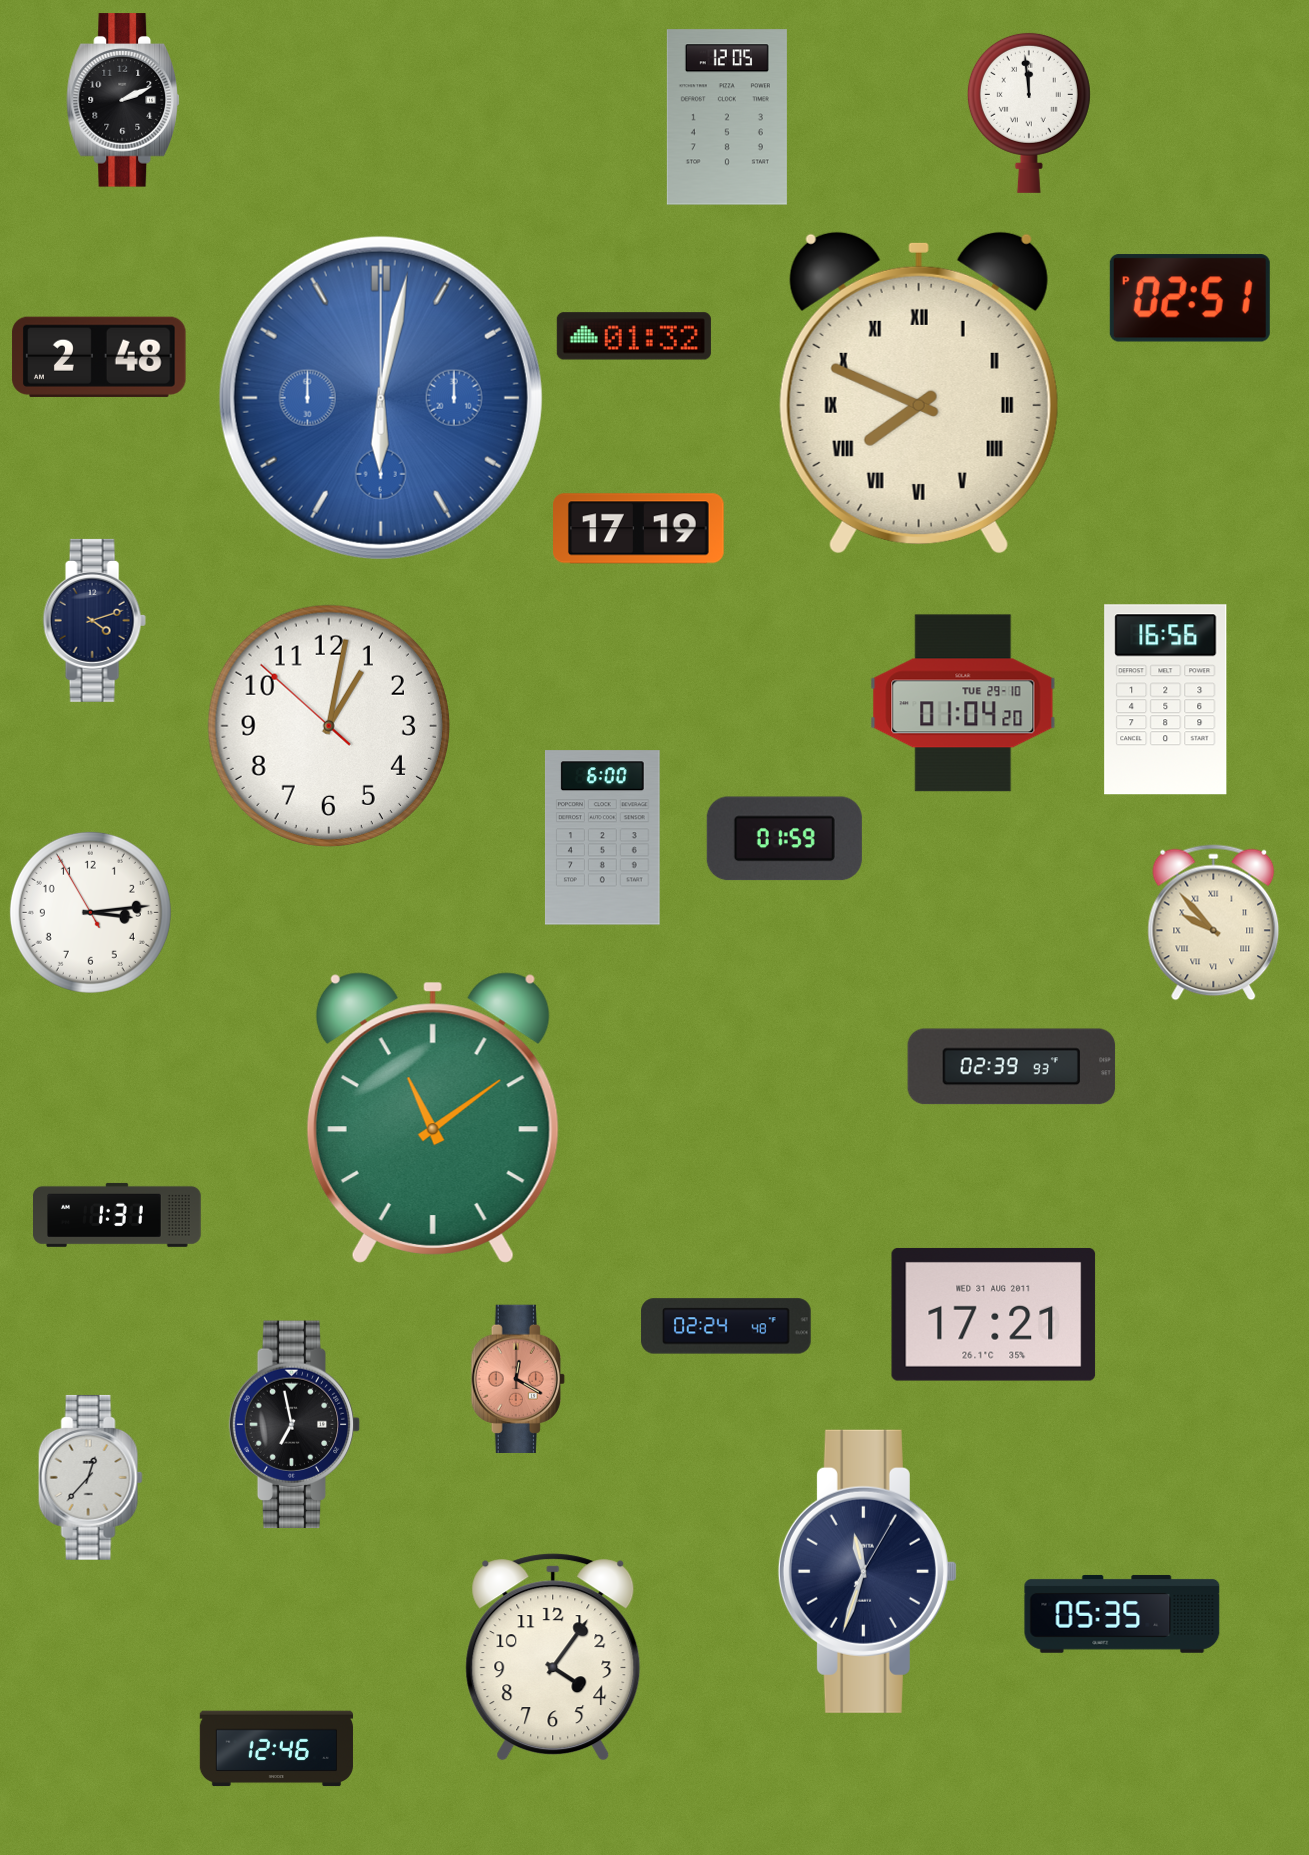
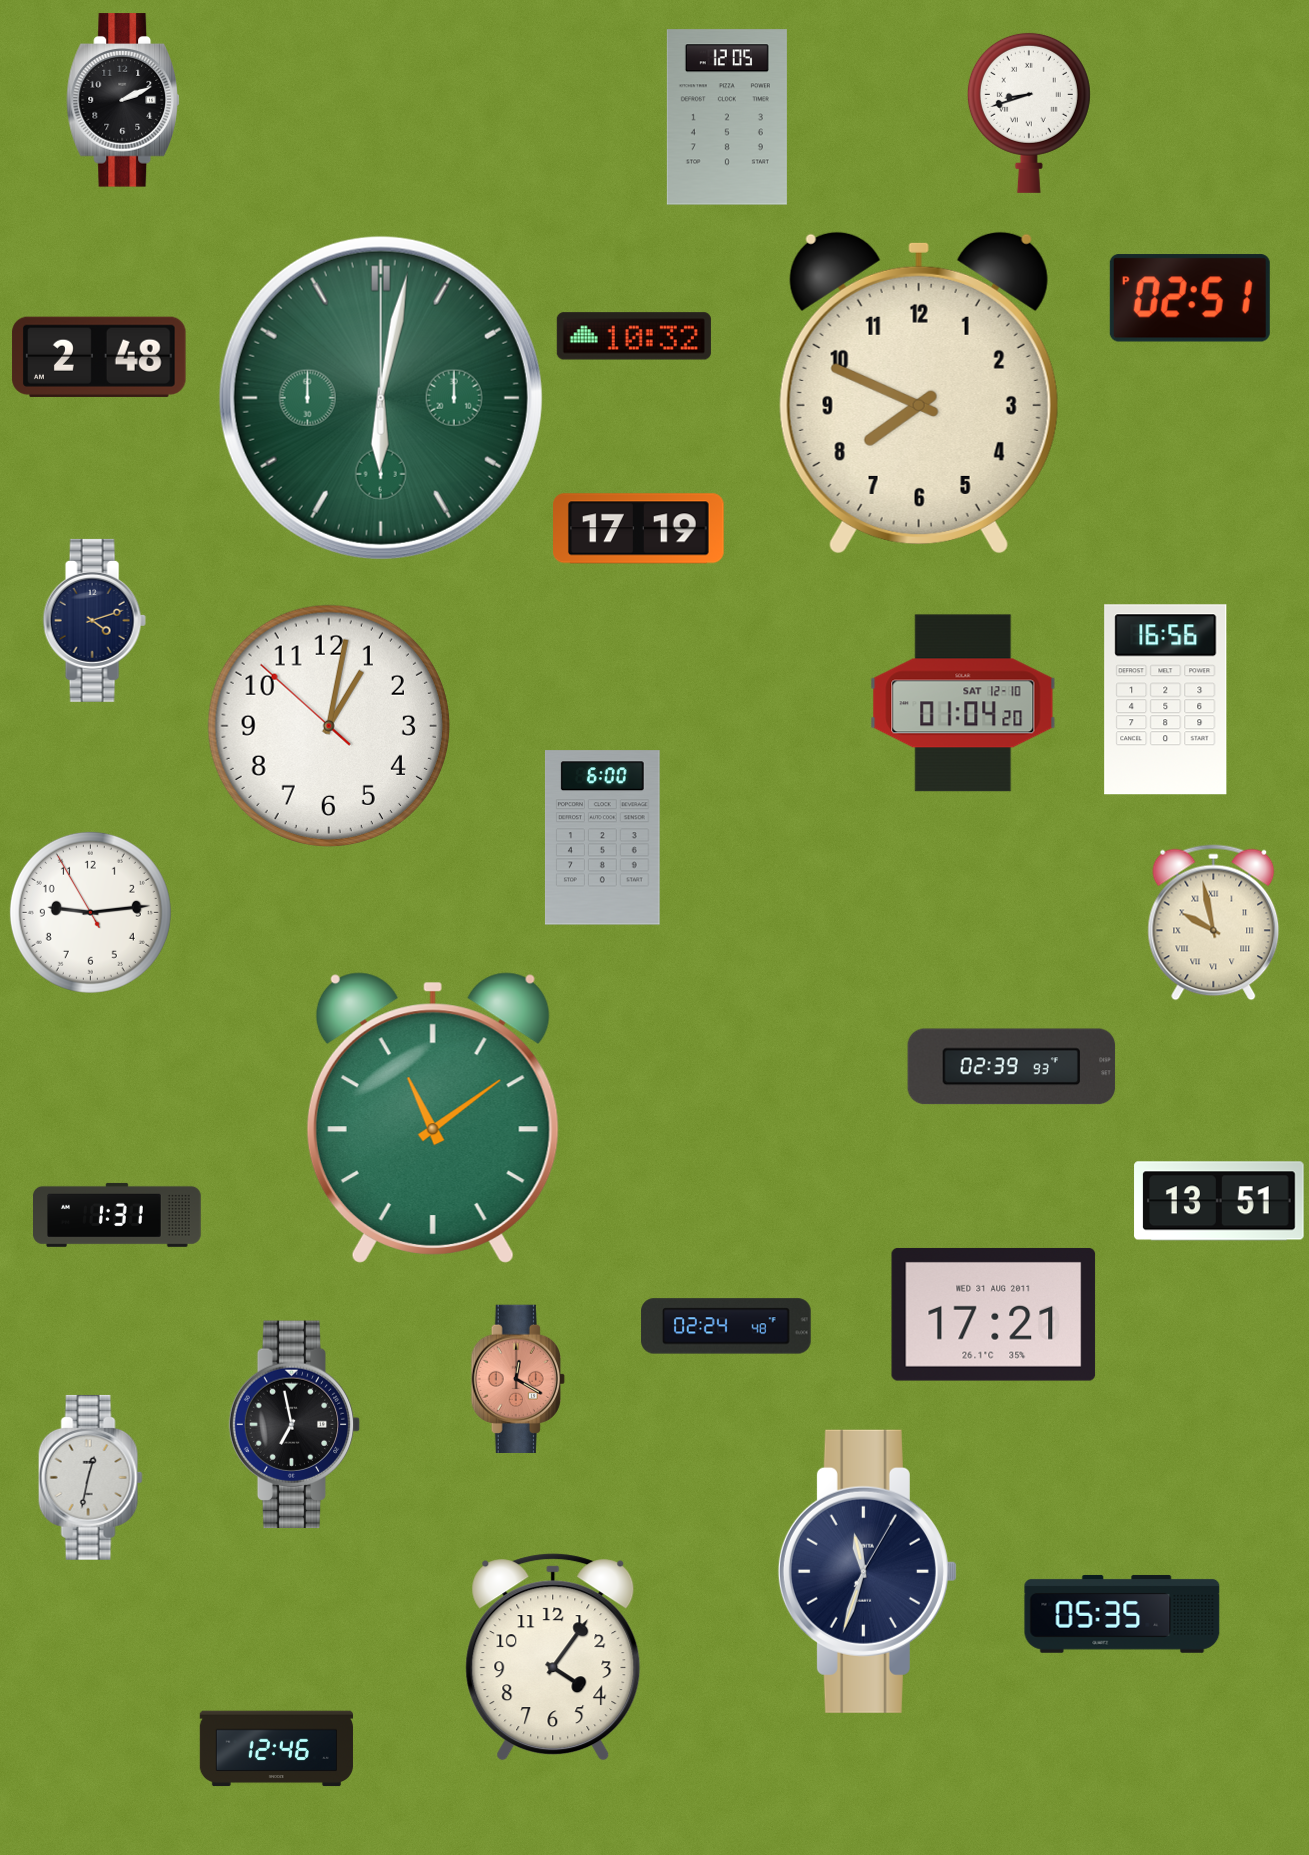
clock at (1029, 112): 11:59 -> 8:42
clock at (634, 336): 01:32 -> 10:32
clock at (919, 393) numerals: Roman -> Arabic
clock at (381, 398) dial: blue -> green
clock at (963, 703) date: TUE 29-10 -> SAT 12-10
clock at (784, 839): 01:59 -> none
clock at (90, 912): 3:13 -> 9:13
clock at (1214, 923): 9:53 -> 9:58
clock at (1219, 1201): none -> 13:51
clock at (90, 1477): 12:37 -> 12:32
